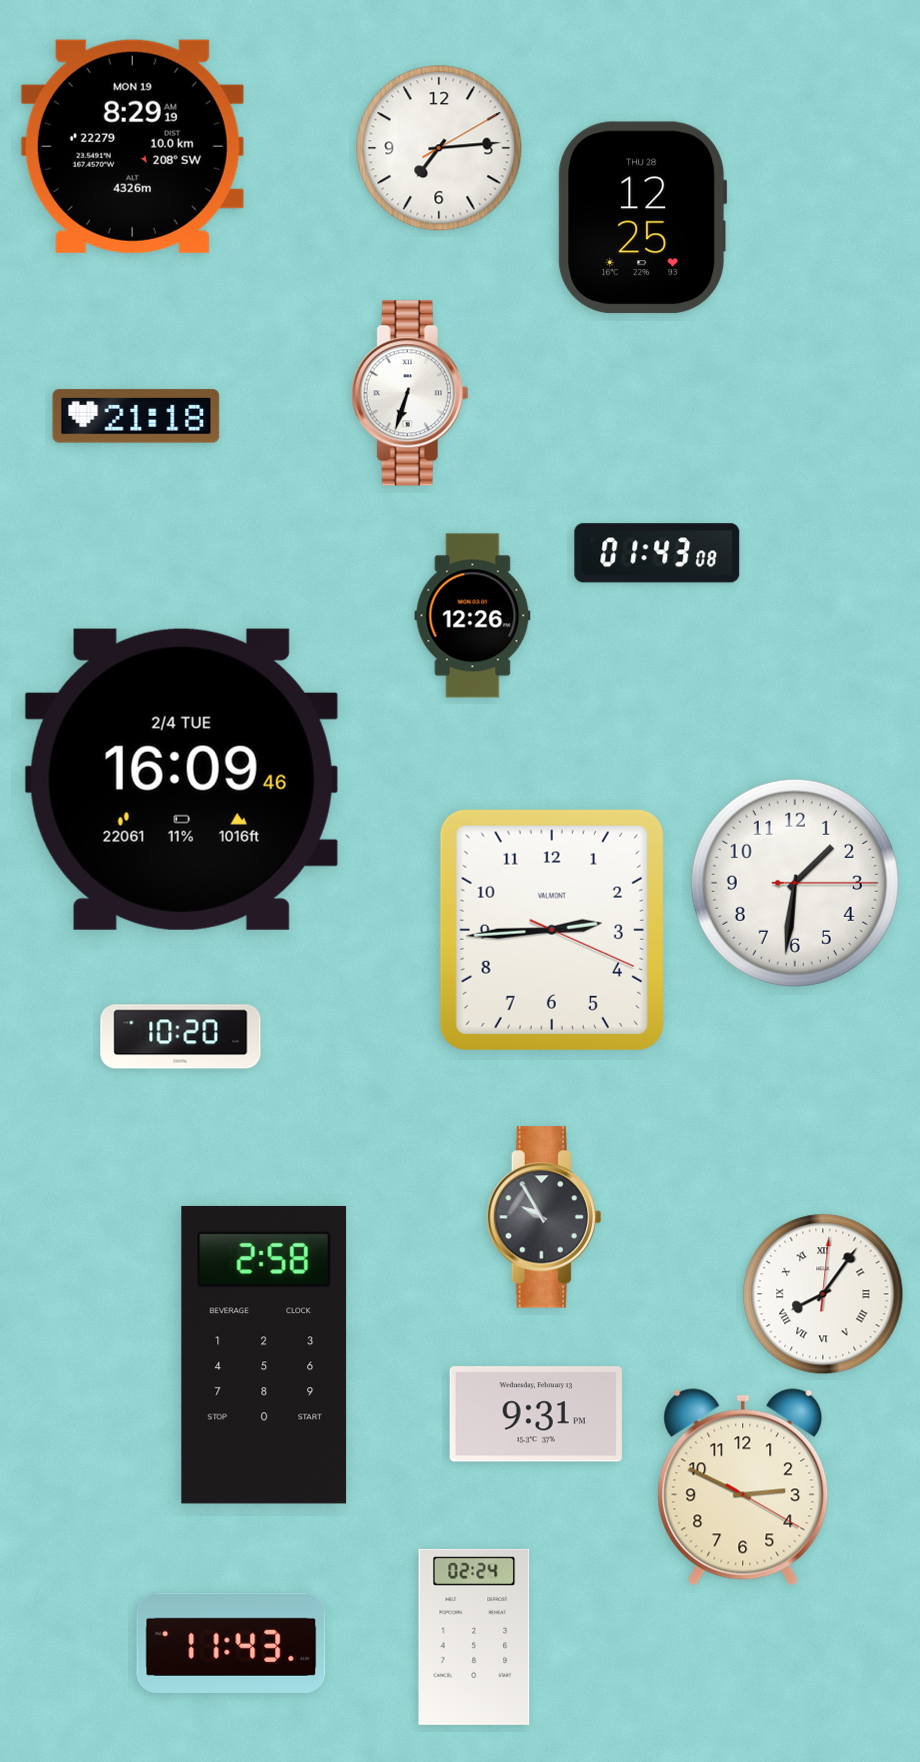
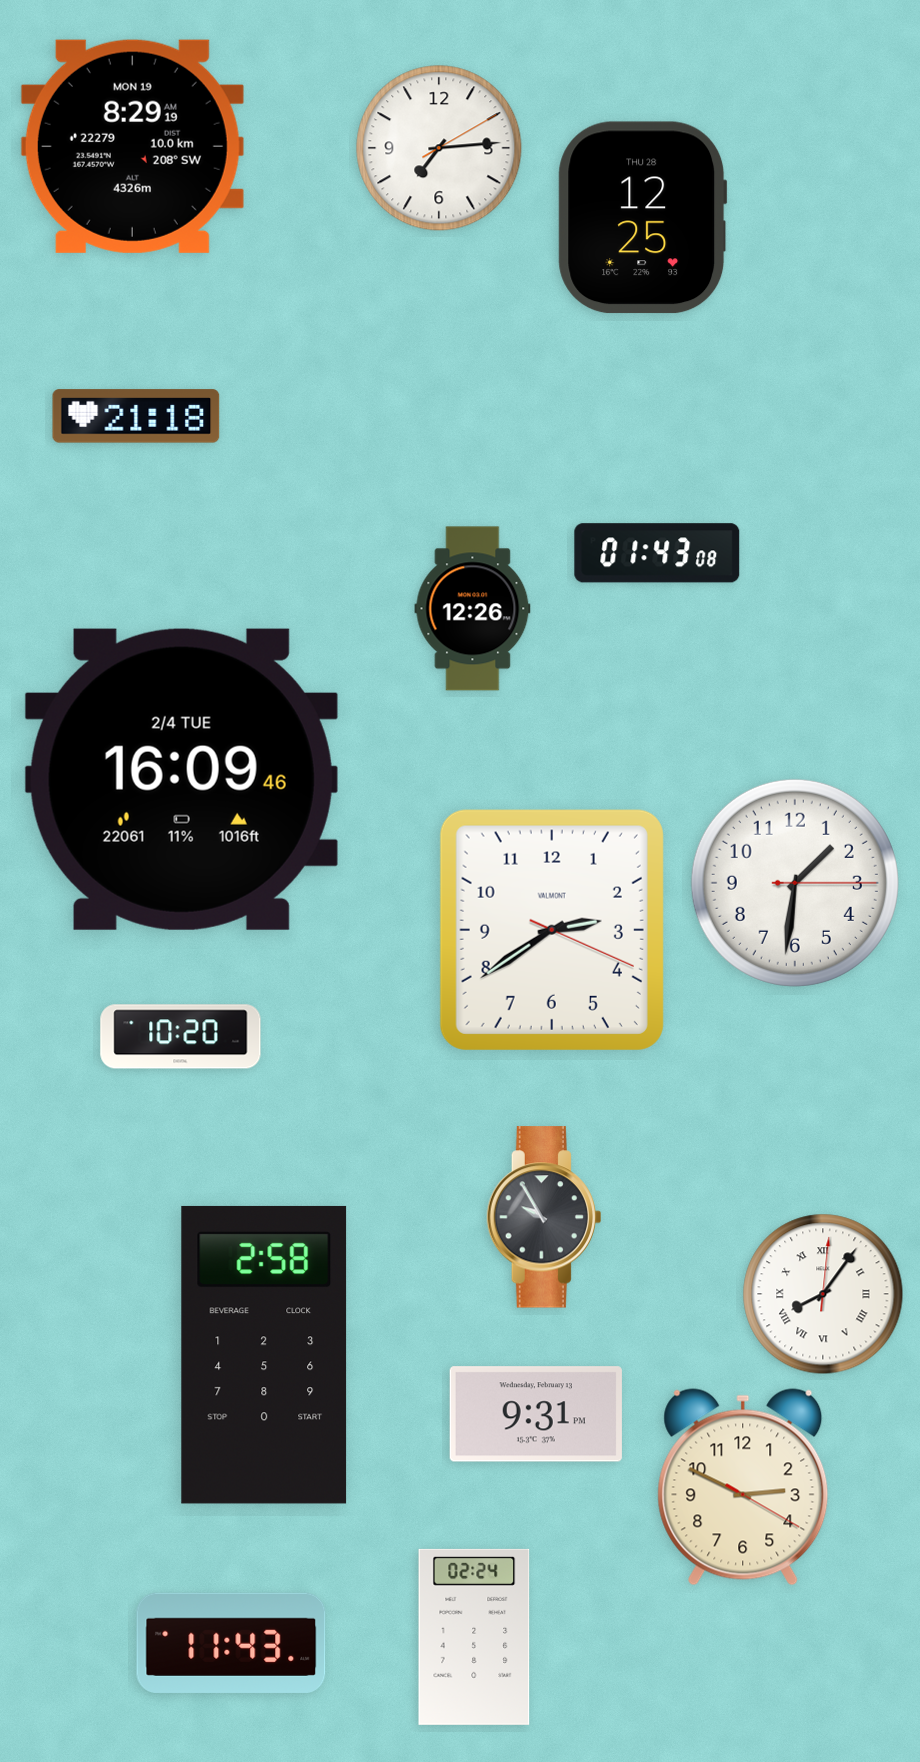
clock at (410, 393): 6:33 -> none
clock at (473, 616) position: (473, 616) -> (473, 609)
clock at (552, 930): 2:44 -> 2:39
